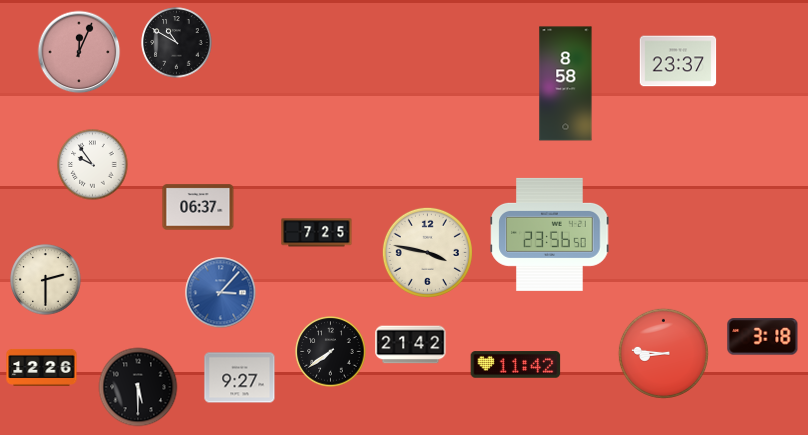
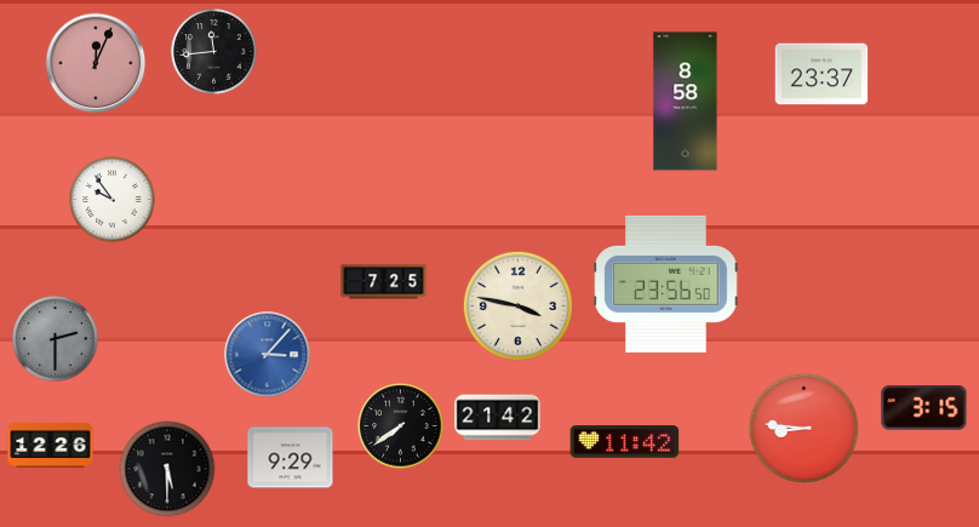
clock at (177, 43): 10:50 -> 11:44
clock at (198, 207): 06:37 -> none
clock at (46, 280) dial: cream -> grey
clock at (763, 337): 3:18 -> 3:15
clock at (240, 378): 9:27 -> 9:29
